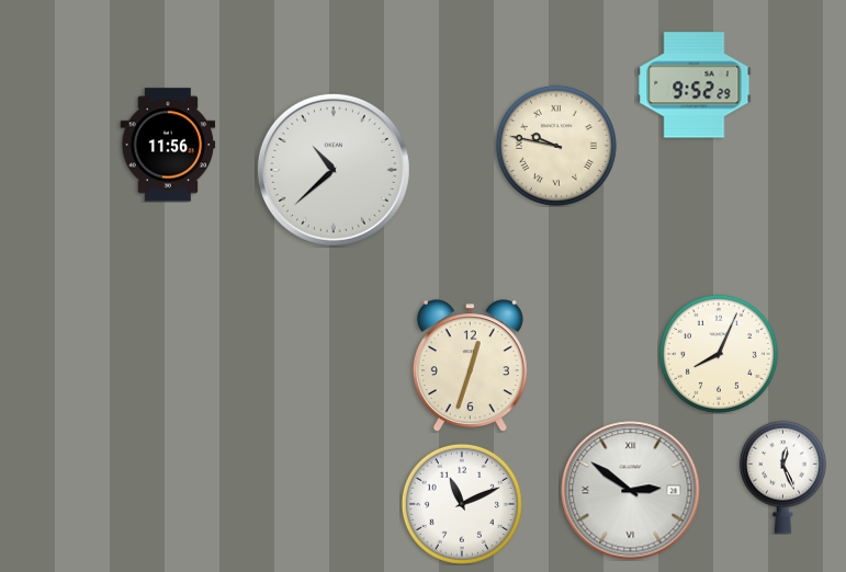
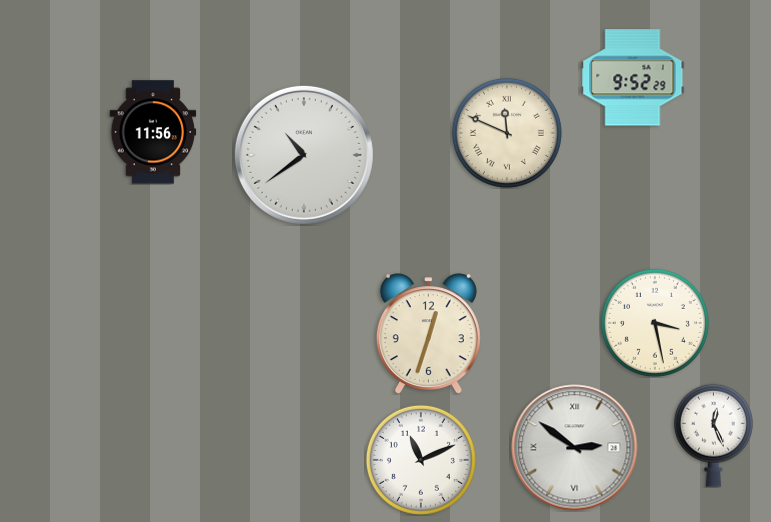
clock at (556, 146): 9:47 -> 11:49
clock at (334, 170): 10:38 -> 10:39
clock at (719, 354): 8:04 -> 3:28
